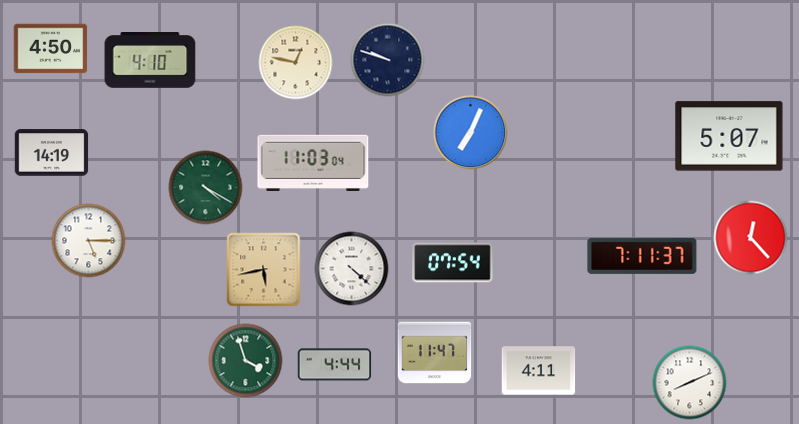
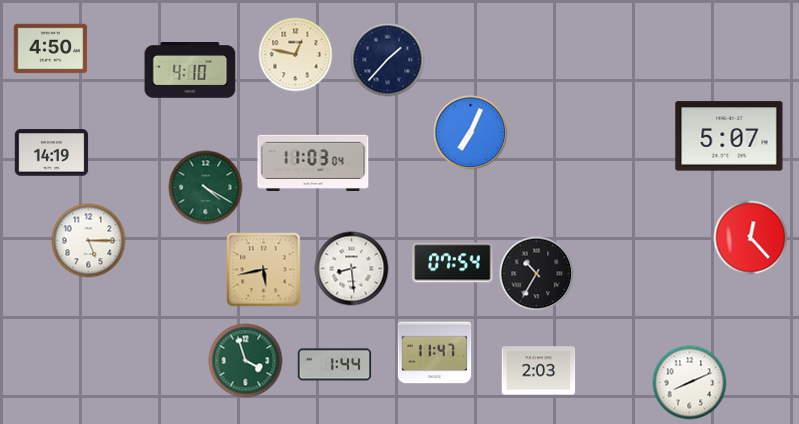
clock at (150, 60) position: (150, 60) -> (190, 70)
clock at (388, 60): 9:48 -> 1:37
clock at (296, 63) position: (296, 63) -> (296, 55)
clock at (642, 256): 7:11 -> none
clock at (352, 269): 4:22 -> 8:29
clock at (537, 274): none -> 10:35
clock at (335, 365): 4:44 -> 1:44
clock at (539, 371): 4:11 -> 2:03
